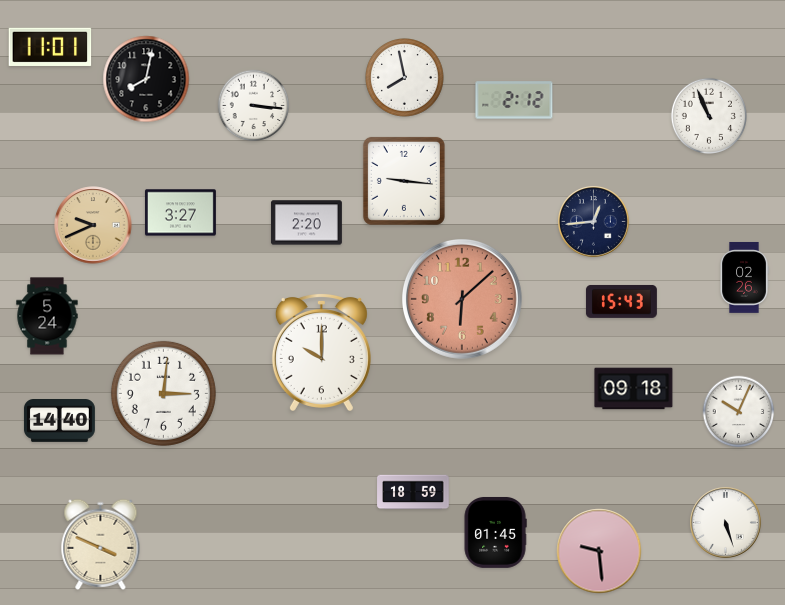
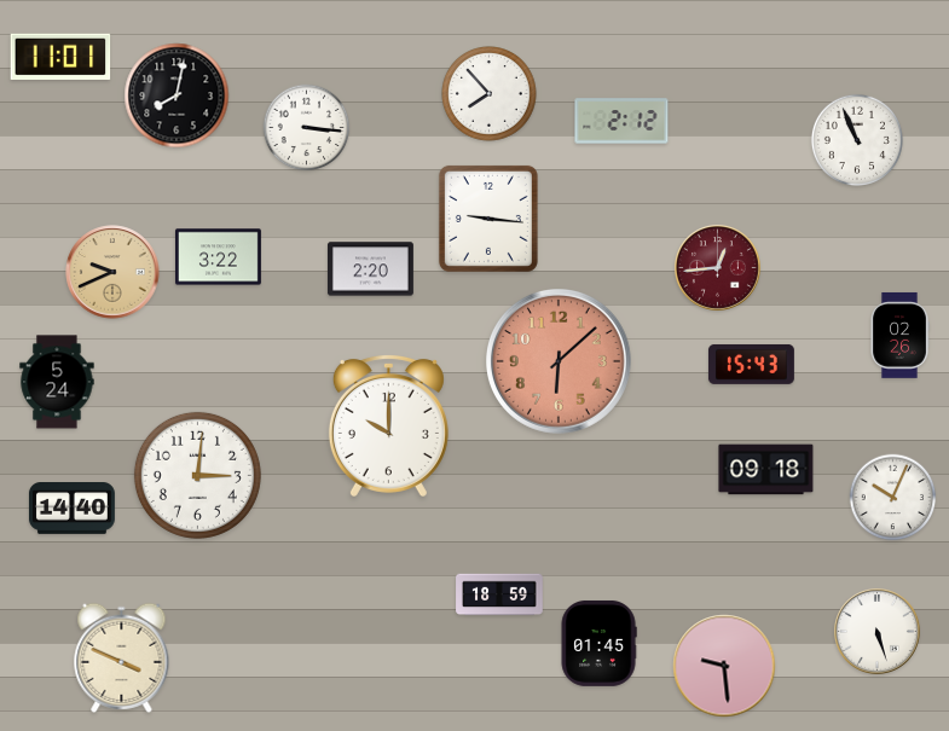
clock at (405, 78): 7:58 -> 7:53
clock at (180, 213): 3:27 -> 3:22
clock at (593, 221) dial: navy -> burgundy
